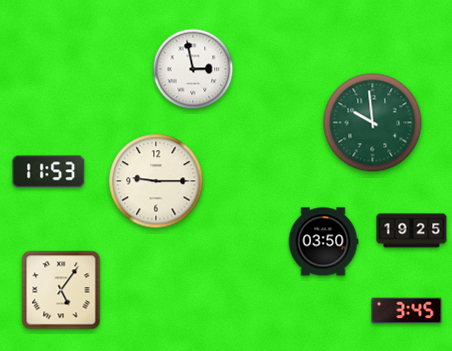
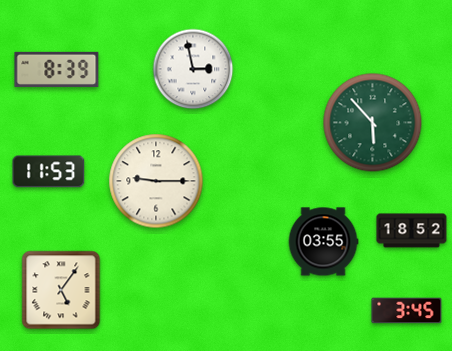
clock at (57, 69): none -> 8:39
clock at (373, 123): 9:59 -> 5:53
clock at (412, 231): 19:25 -> 18:52
clock at (323, 242): 03:50 -> 03:55
